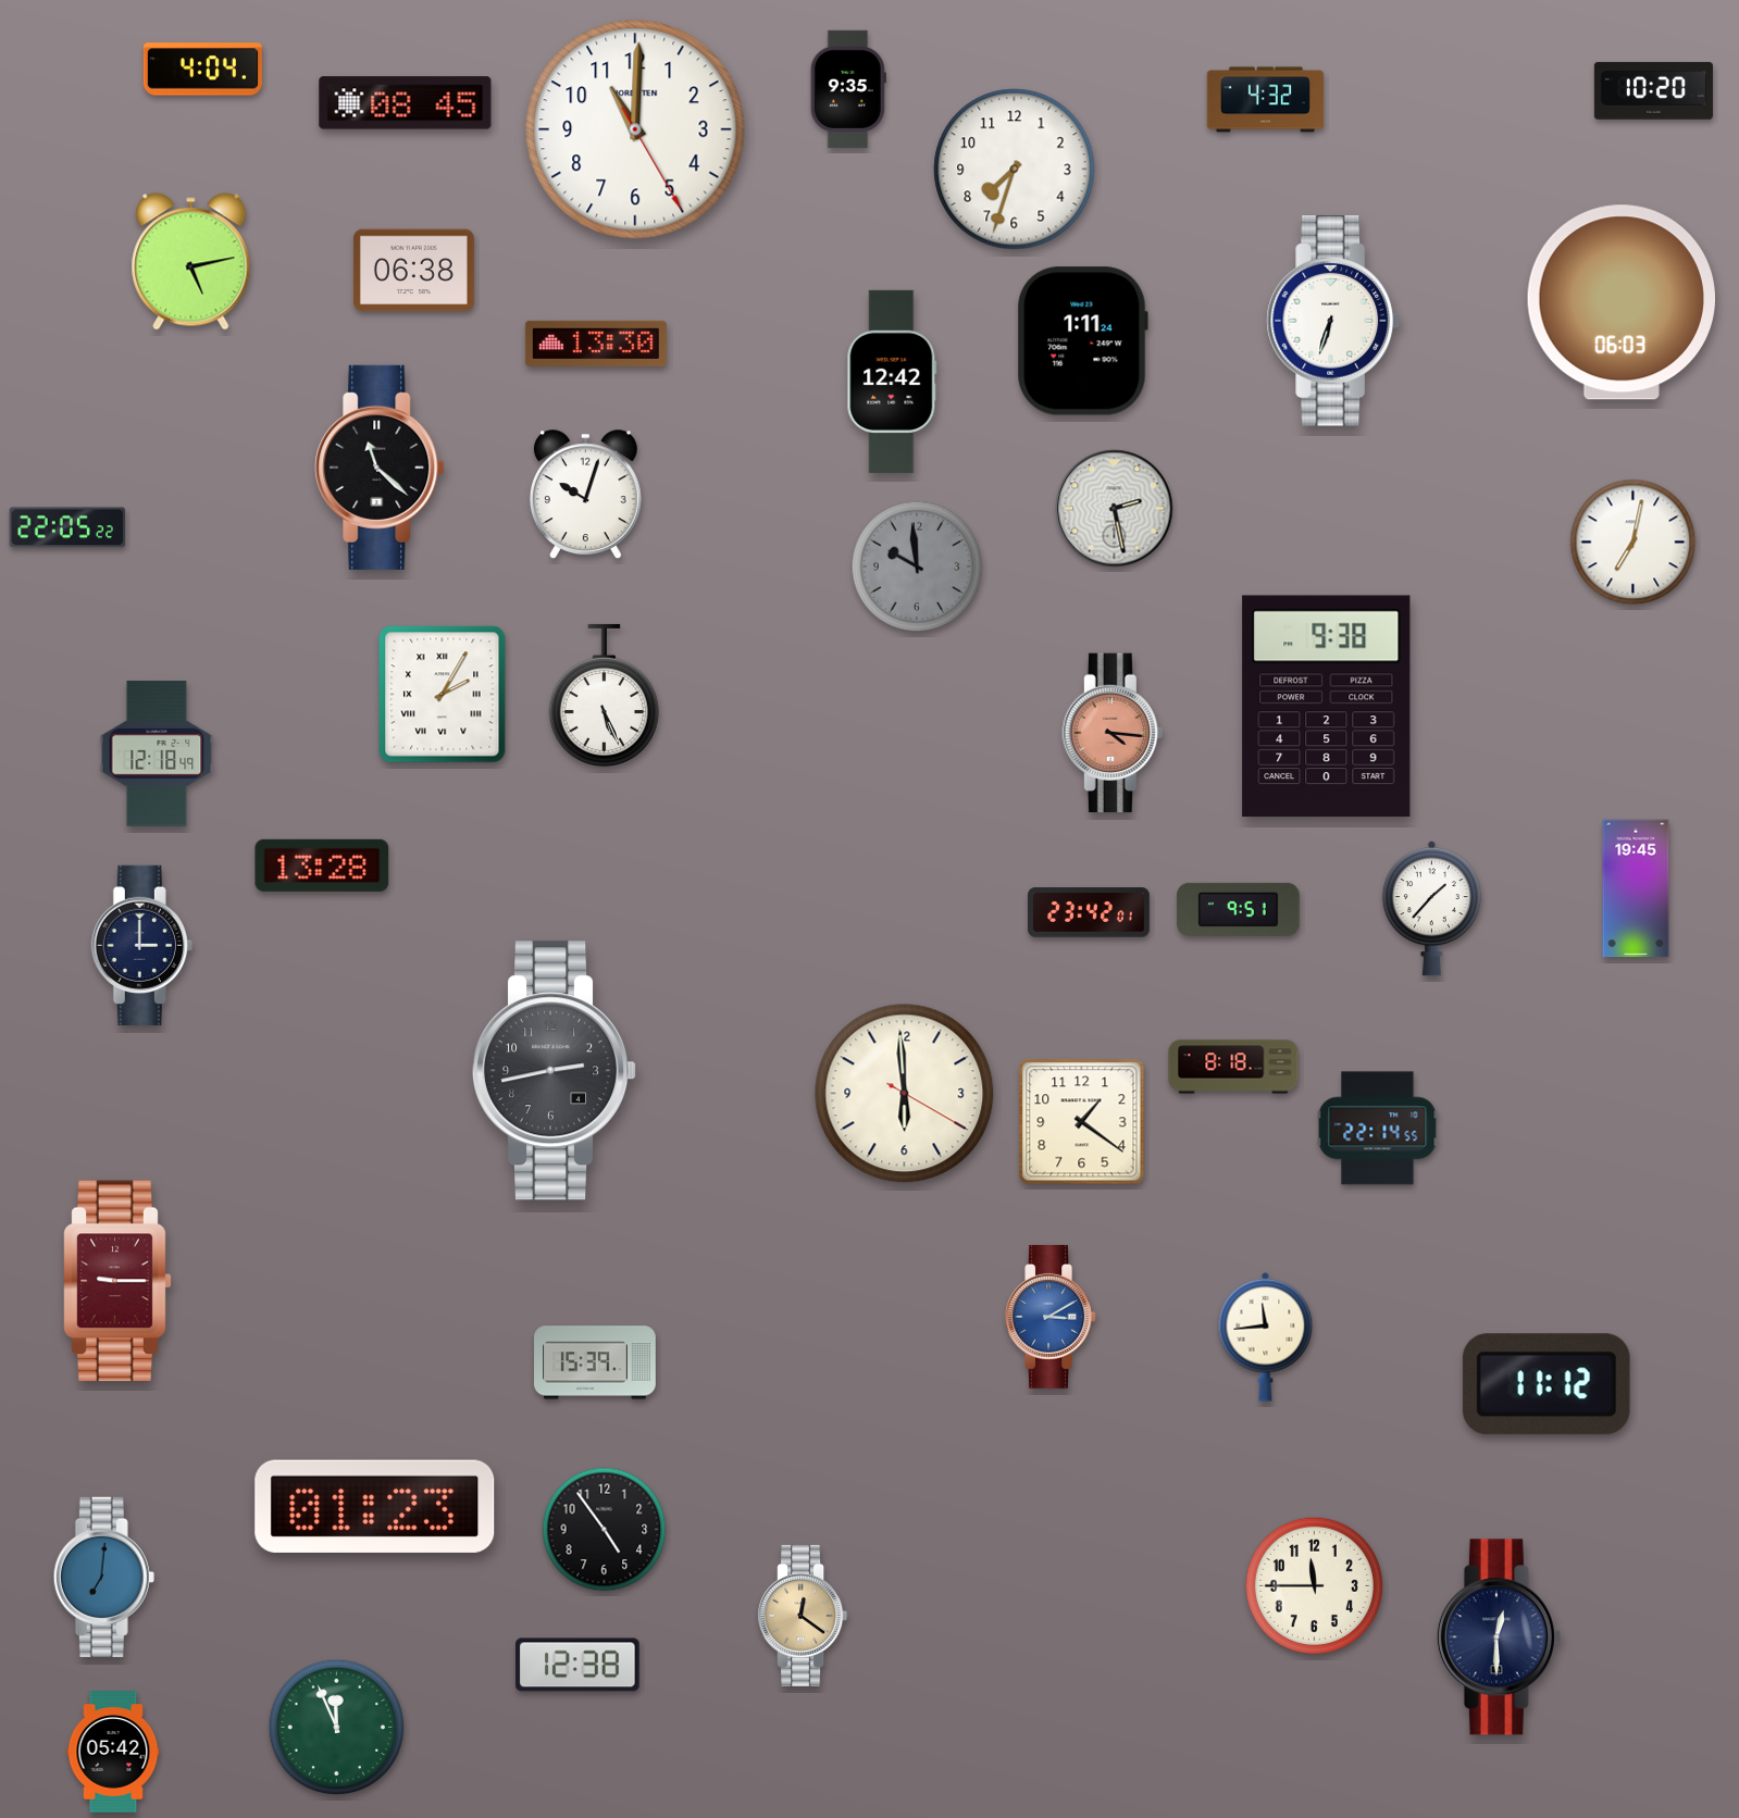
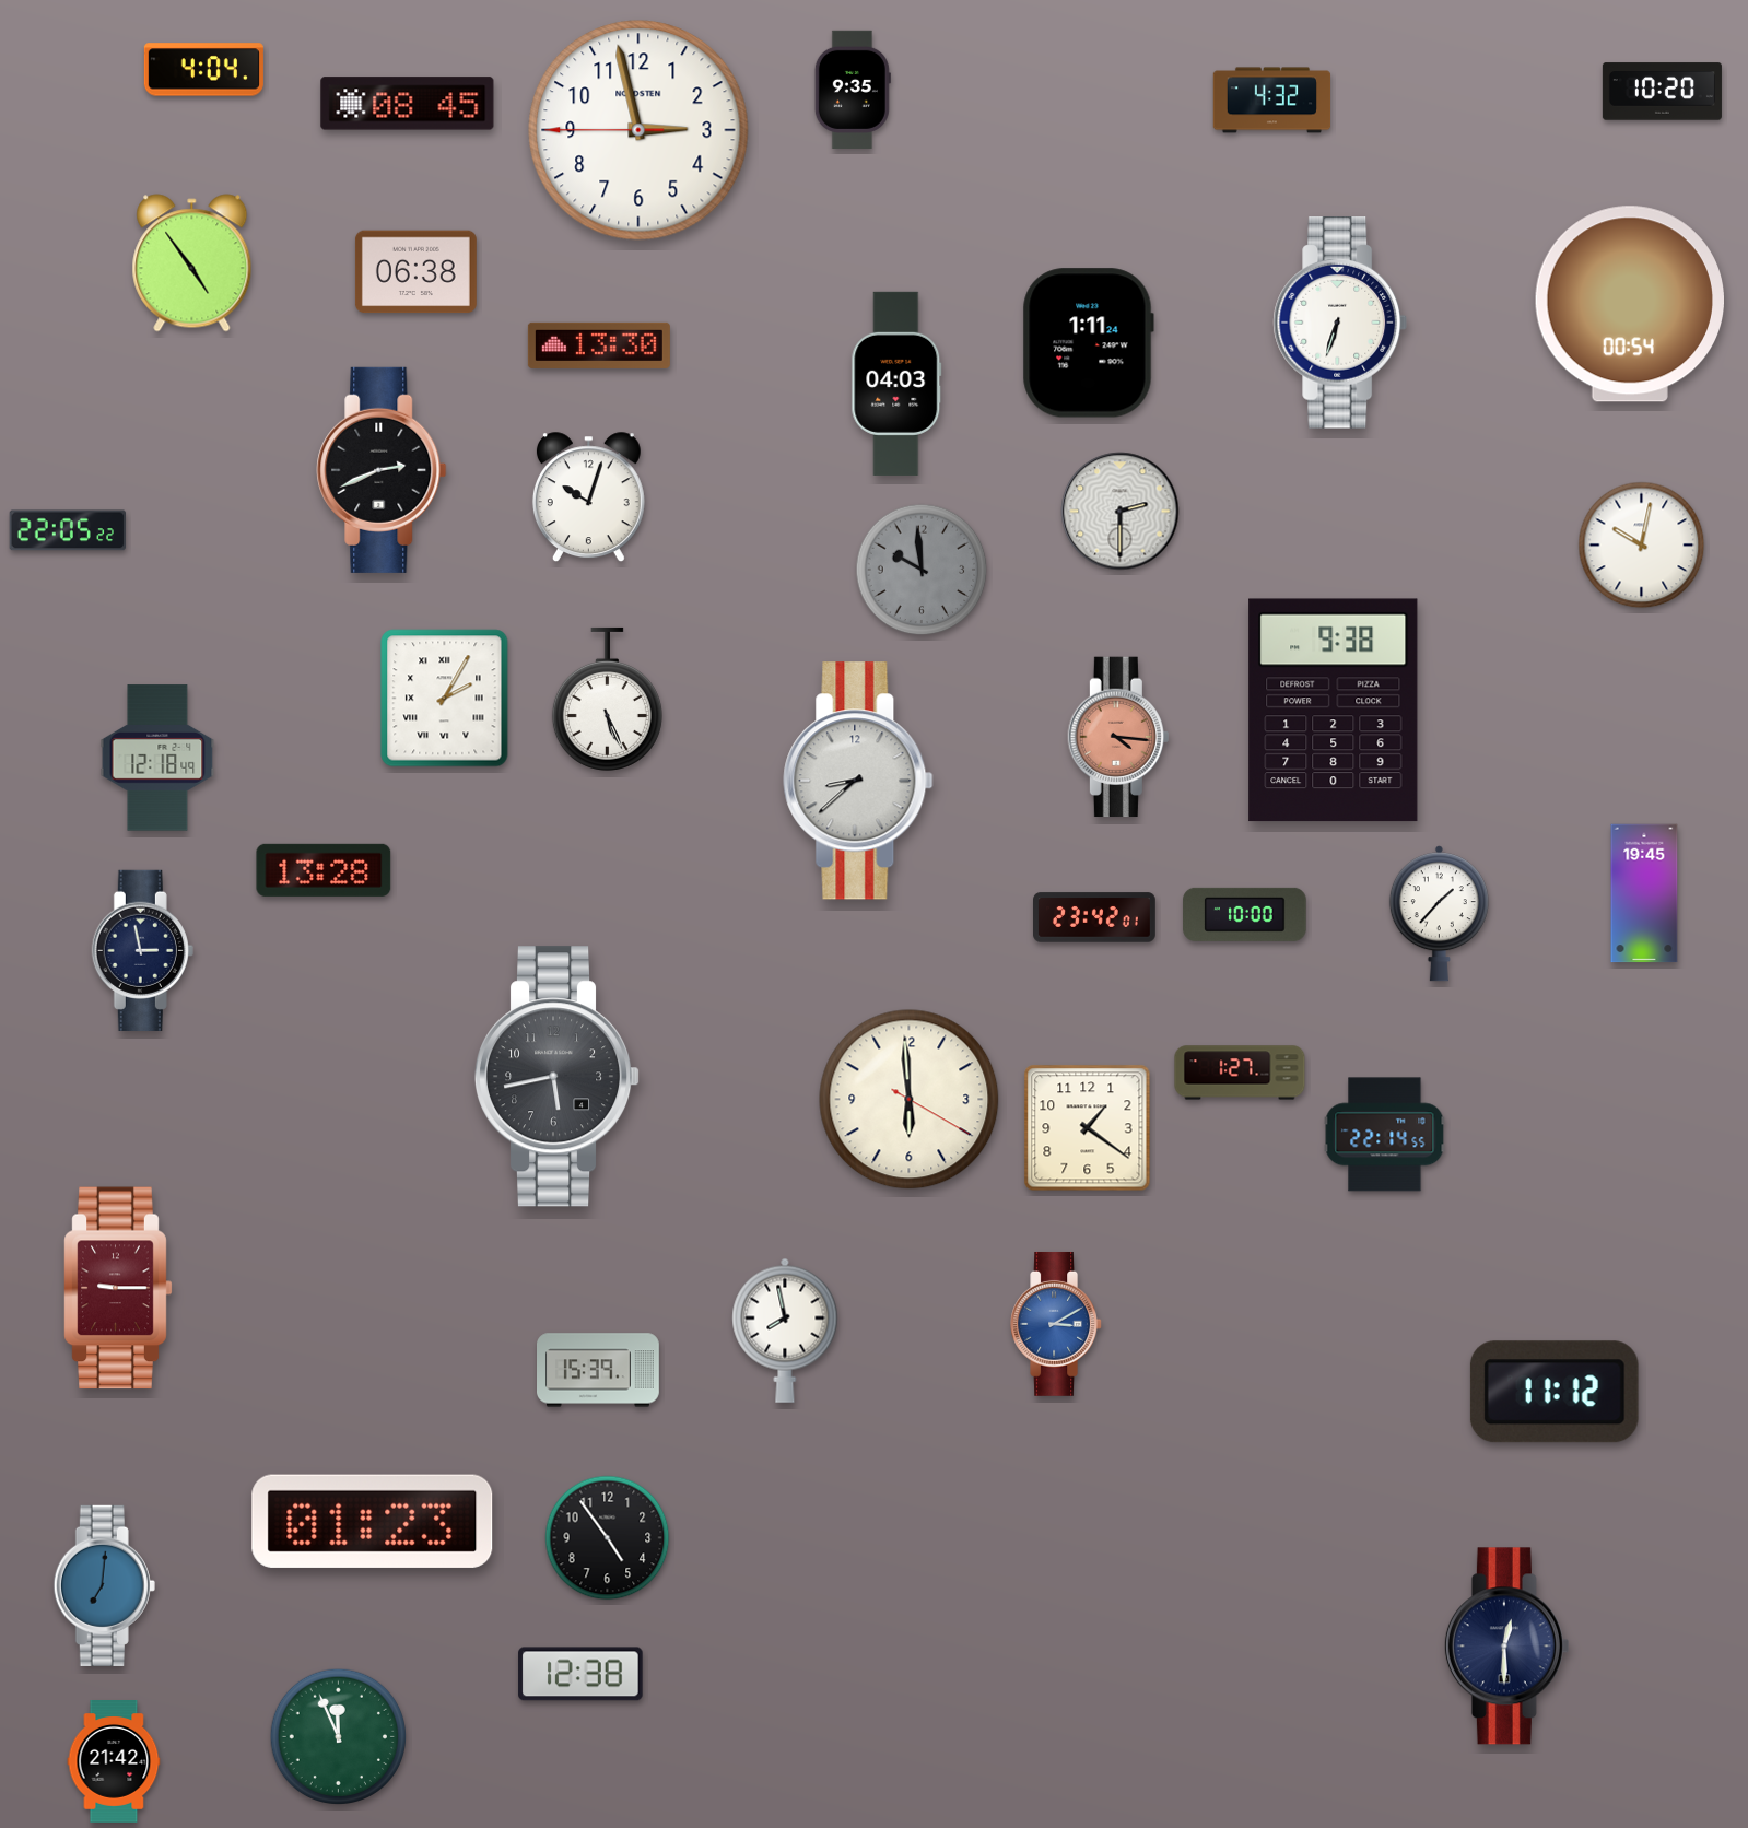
clock at (635, 129): 11:00 -> 2:57
clock at (1015, 170): 7:33 -> none
clock at (191, 262): 5:13 -> 4:54
clock at (1620, 302): 06:03 -> 00:54
clock at (892, 382): 12:42 -> 04:03
clock at (380, 468): 11:22 -> 2:41
clock at (1115, 509): 2:28 -> 2:30
clock at (1634, 543): 7:02 -> 10:02
clock at (858, 781): none -> 8:38
clock at (1239, 909): 9:51 -> 10:00
clock at (141, 945): 3:00 -> 2:58
clock at (1233, 1067): 8:18 -> 1:27
clock at (555, 1071): 2:43 -> 5:43
clock at (785, 1331): none -> 7:58
clock at (1266, 1336): 11:44 -> none
clock at (375, 1506) position: (375, 1506) -> (373, 1521)
clock at (1314, 1585): 11:45 -> none
clock at (803, 1616): 12:21 -> none
clock at (113, 1752): 05:42 -> 21:42
